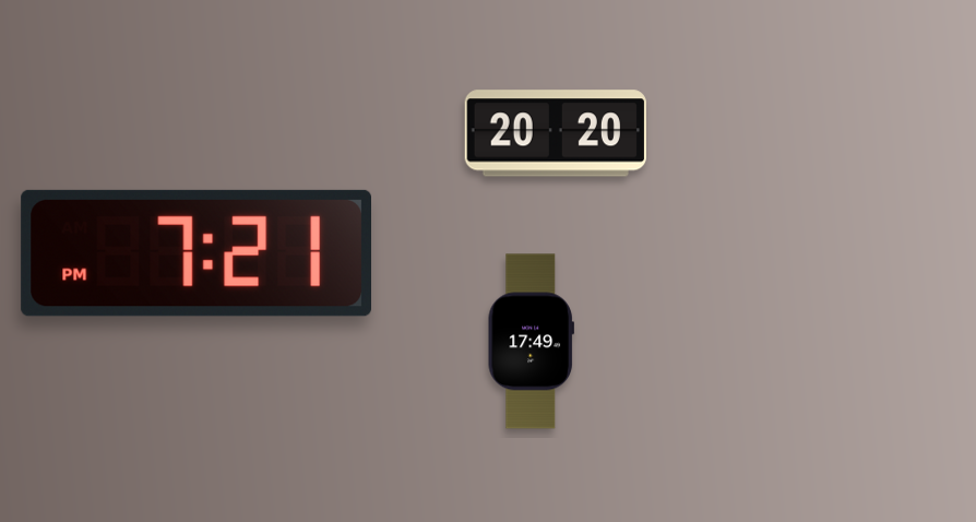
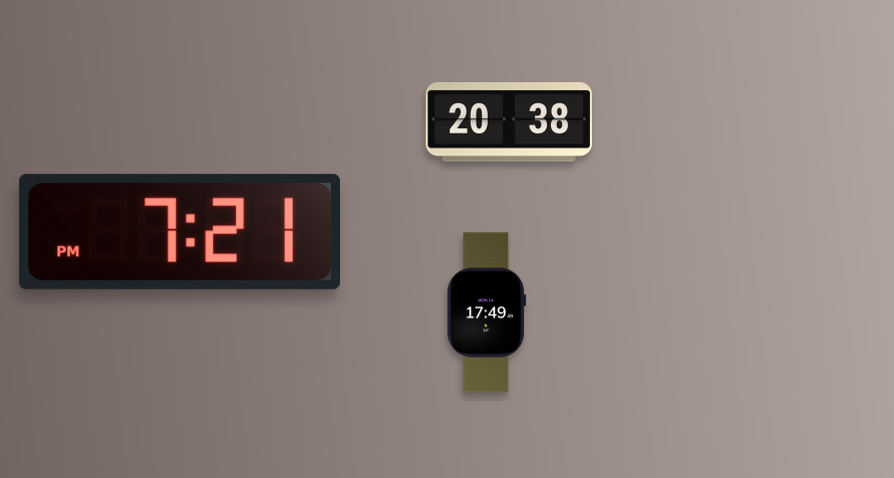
clock at (556, 133): 20:20 -> 20:38
